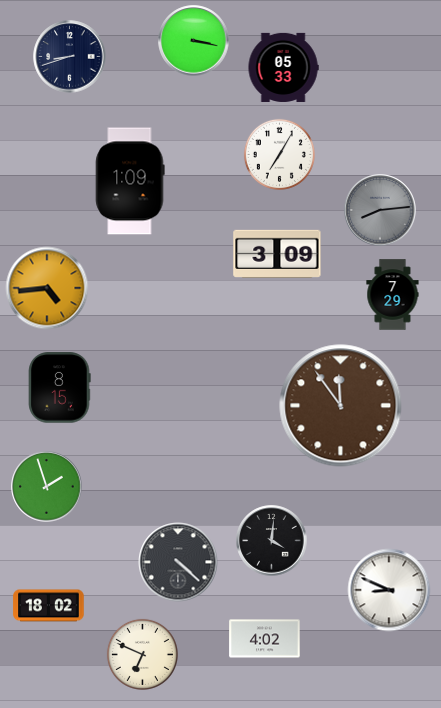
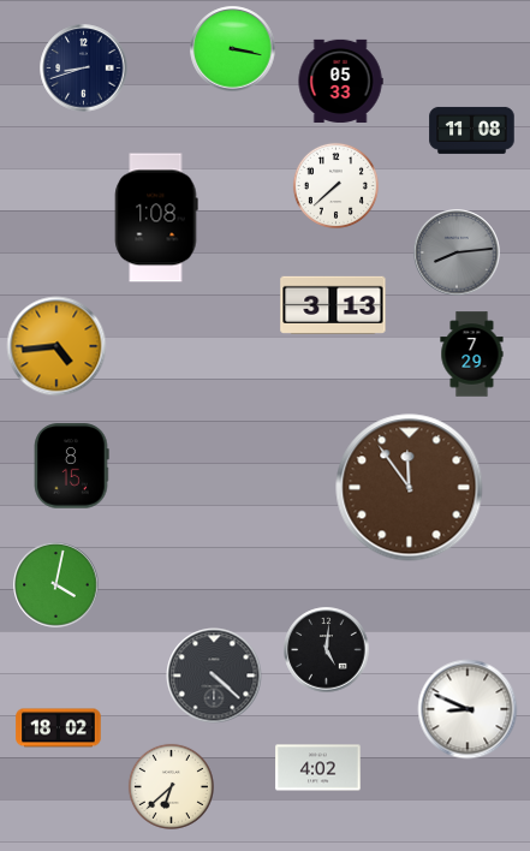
clock at (472, 130): none -> 11:08
clock at (279, 154): 7:05 -> 7:38
clock at (130, 181): 1:09 -> 1:08
clock at (277, 254): 3:09 -> 3:13
clock at (47, 487): 1:57 -> 4:02
clock at (272, 541): 4:01 -> 5:01
clock at (142, 654): 6:49 -> 6:38
